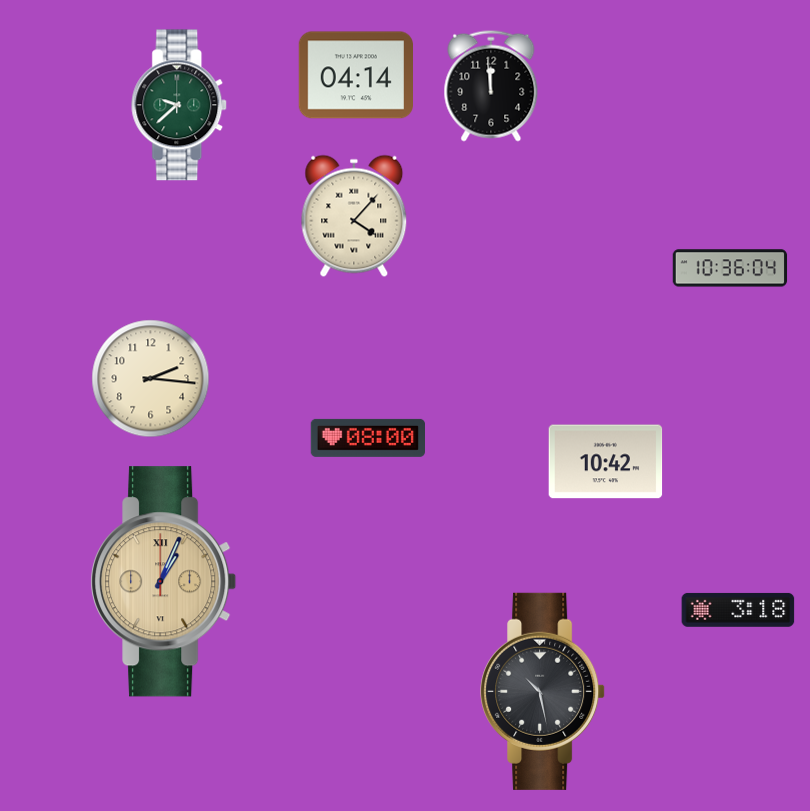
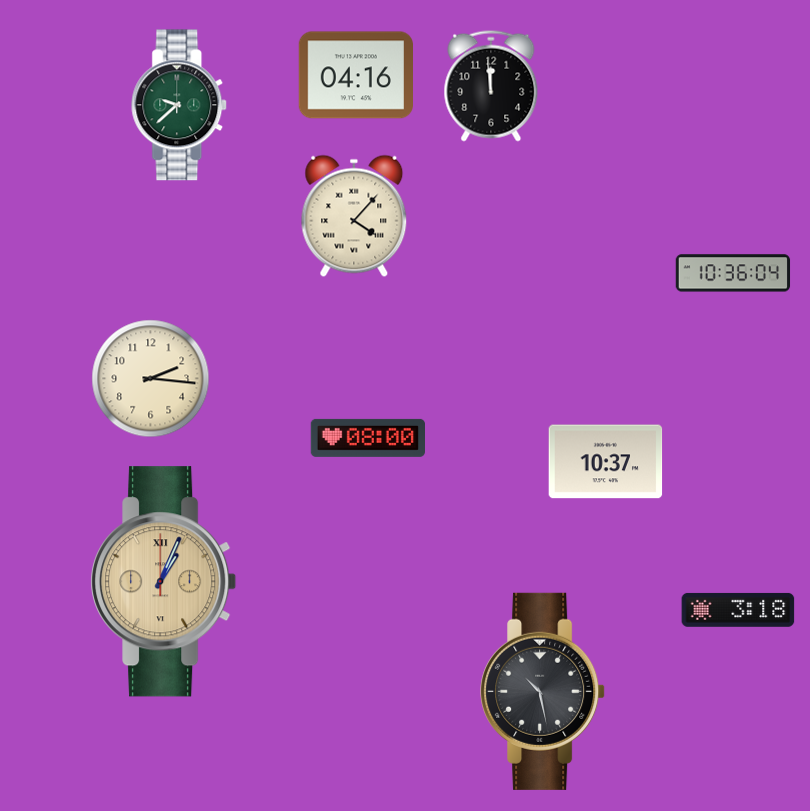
clock at (355, 75): 04:14 -> 04:16
clock at (730, 268) position: (730, 268) -> (733, 273)
clock at (606, 462): 10:42 -> 10:37
